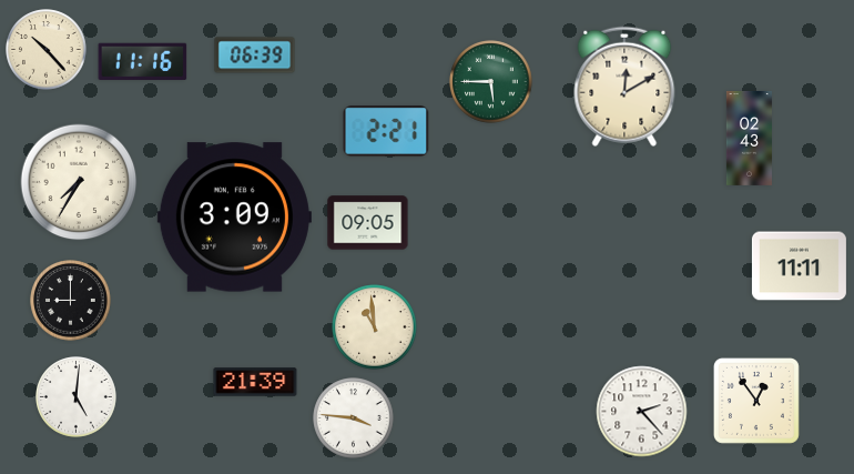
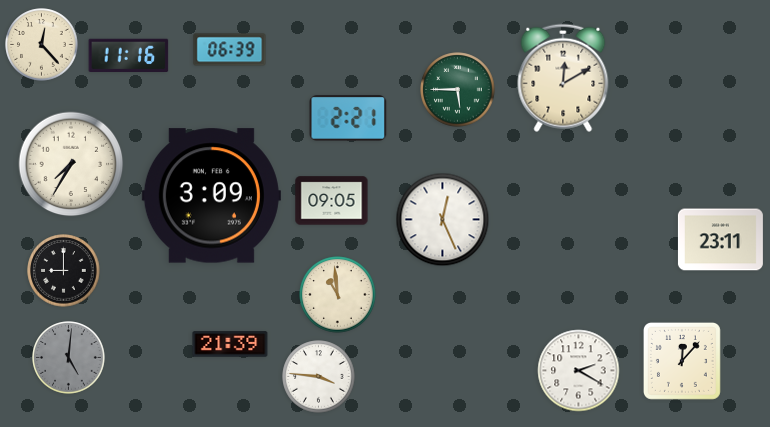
clock at (47, 50): 10:23 -> 12:23
clock at (491, 82) position: (491, 82) -> (458, 90)
clock at (749, 138): 02:43 -> none
clock at (443, 220): none -> 12:26
clock at (799, 266): 11:11 -> 23:11
clock at (77, 397) dial: white -> grey
clock at (756, 401): 12:54 -> 12:07
clock at (642, 412): 2:23 -> 2:20
